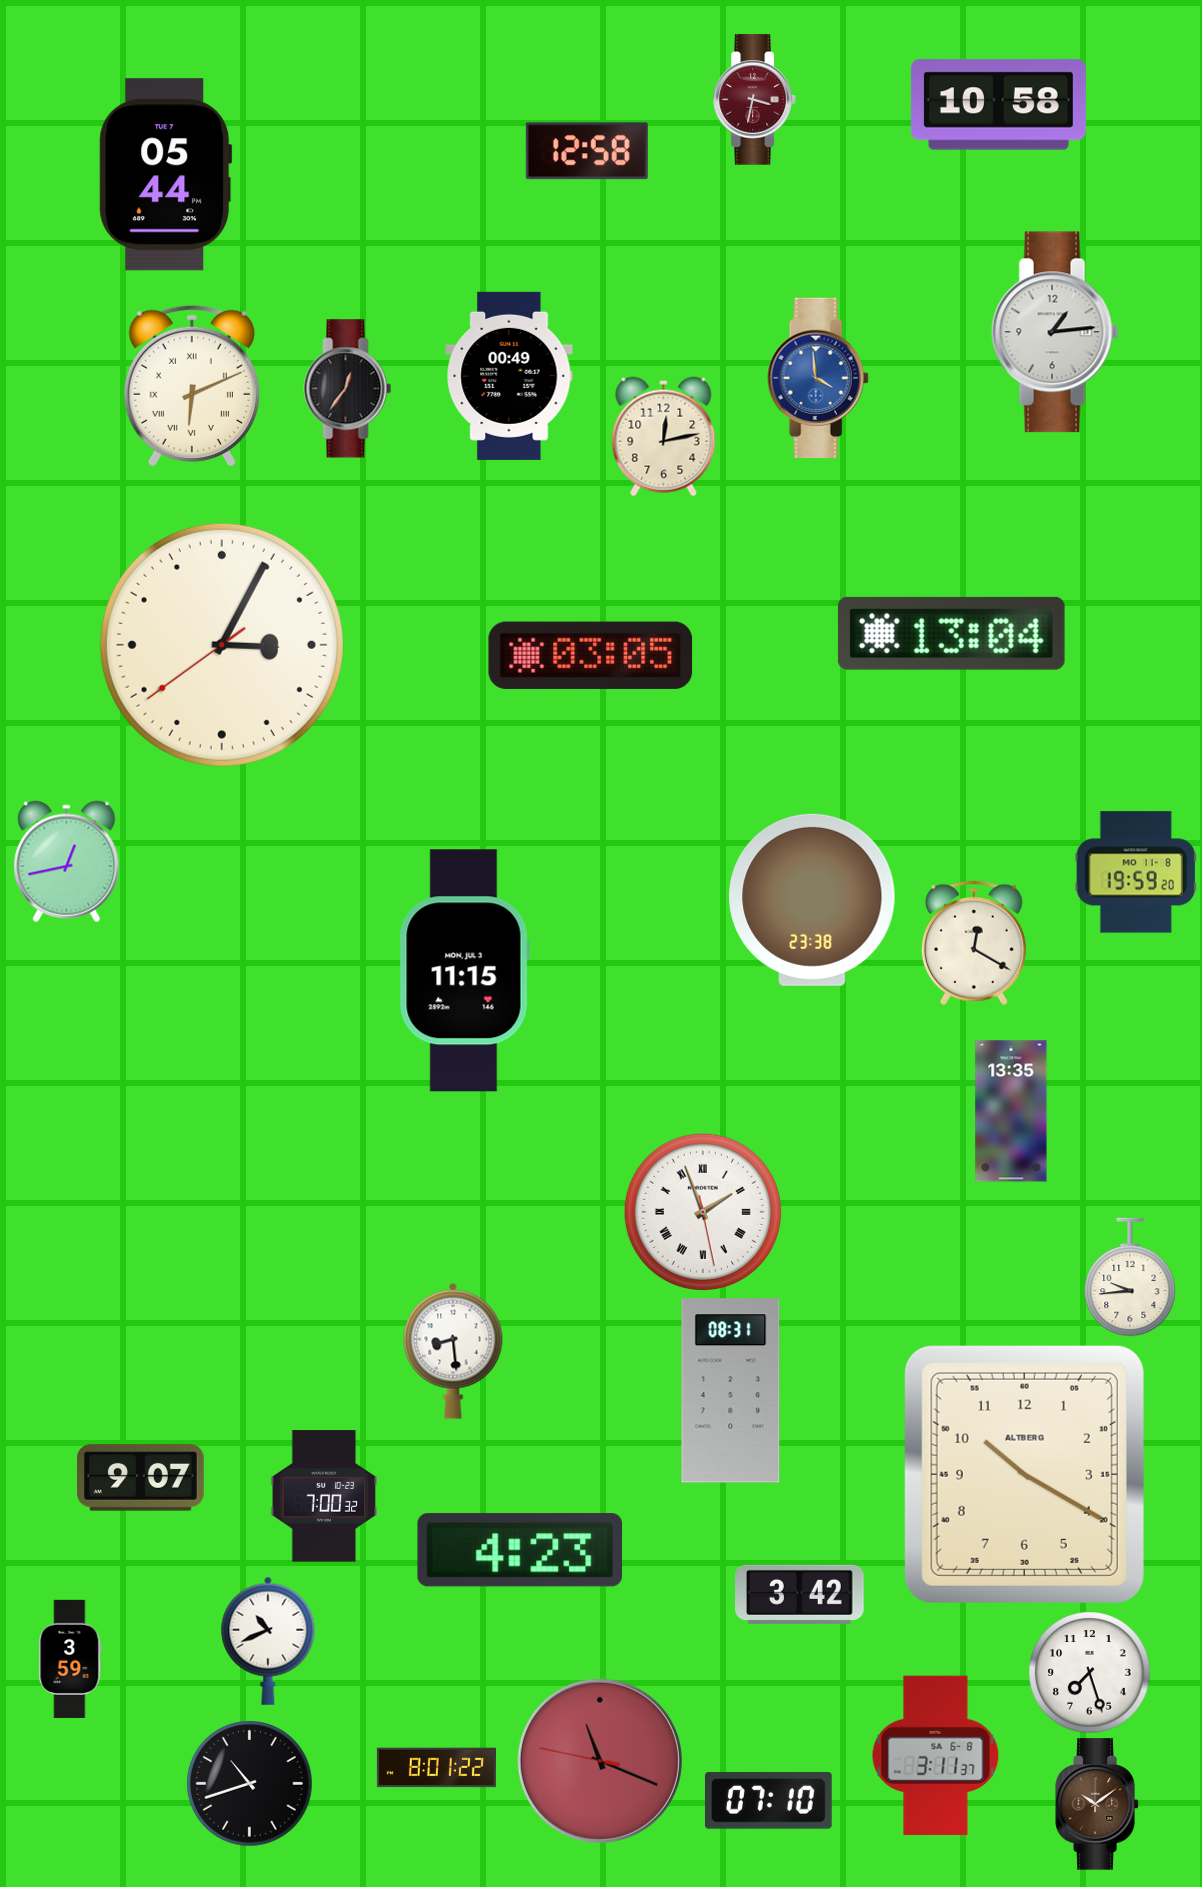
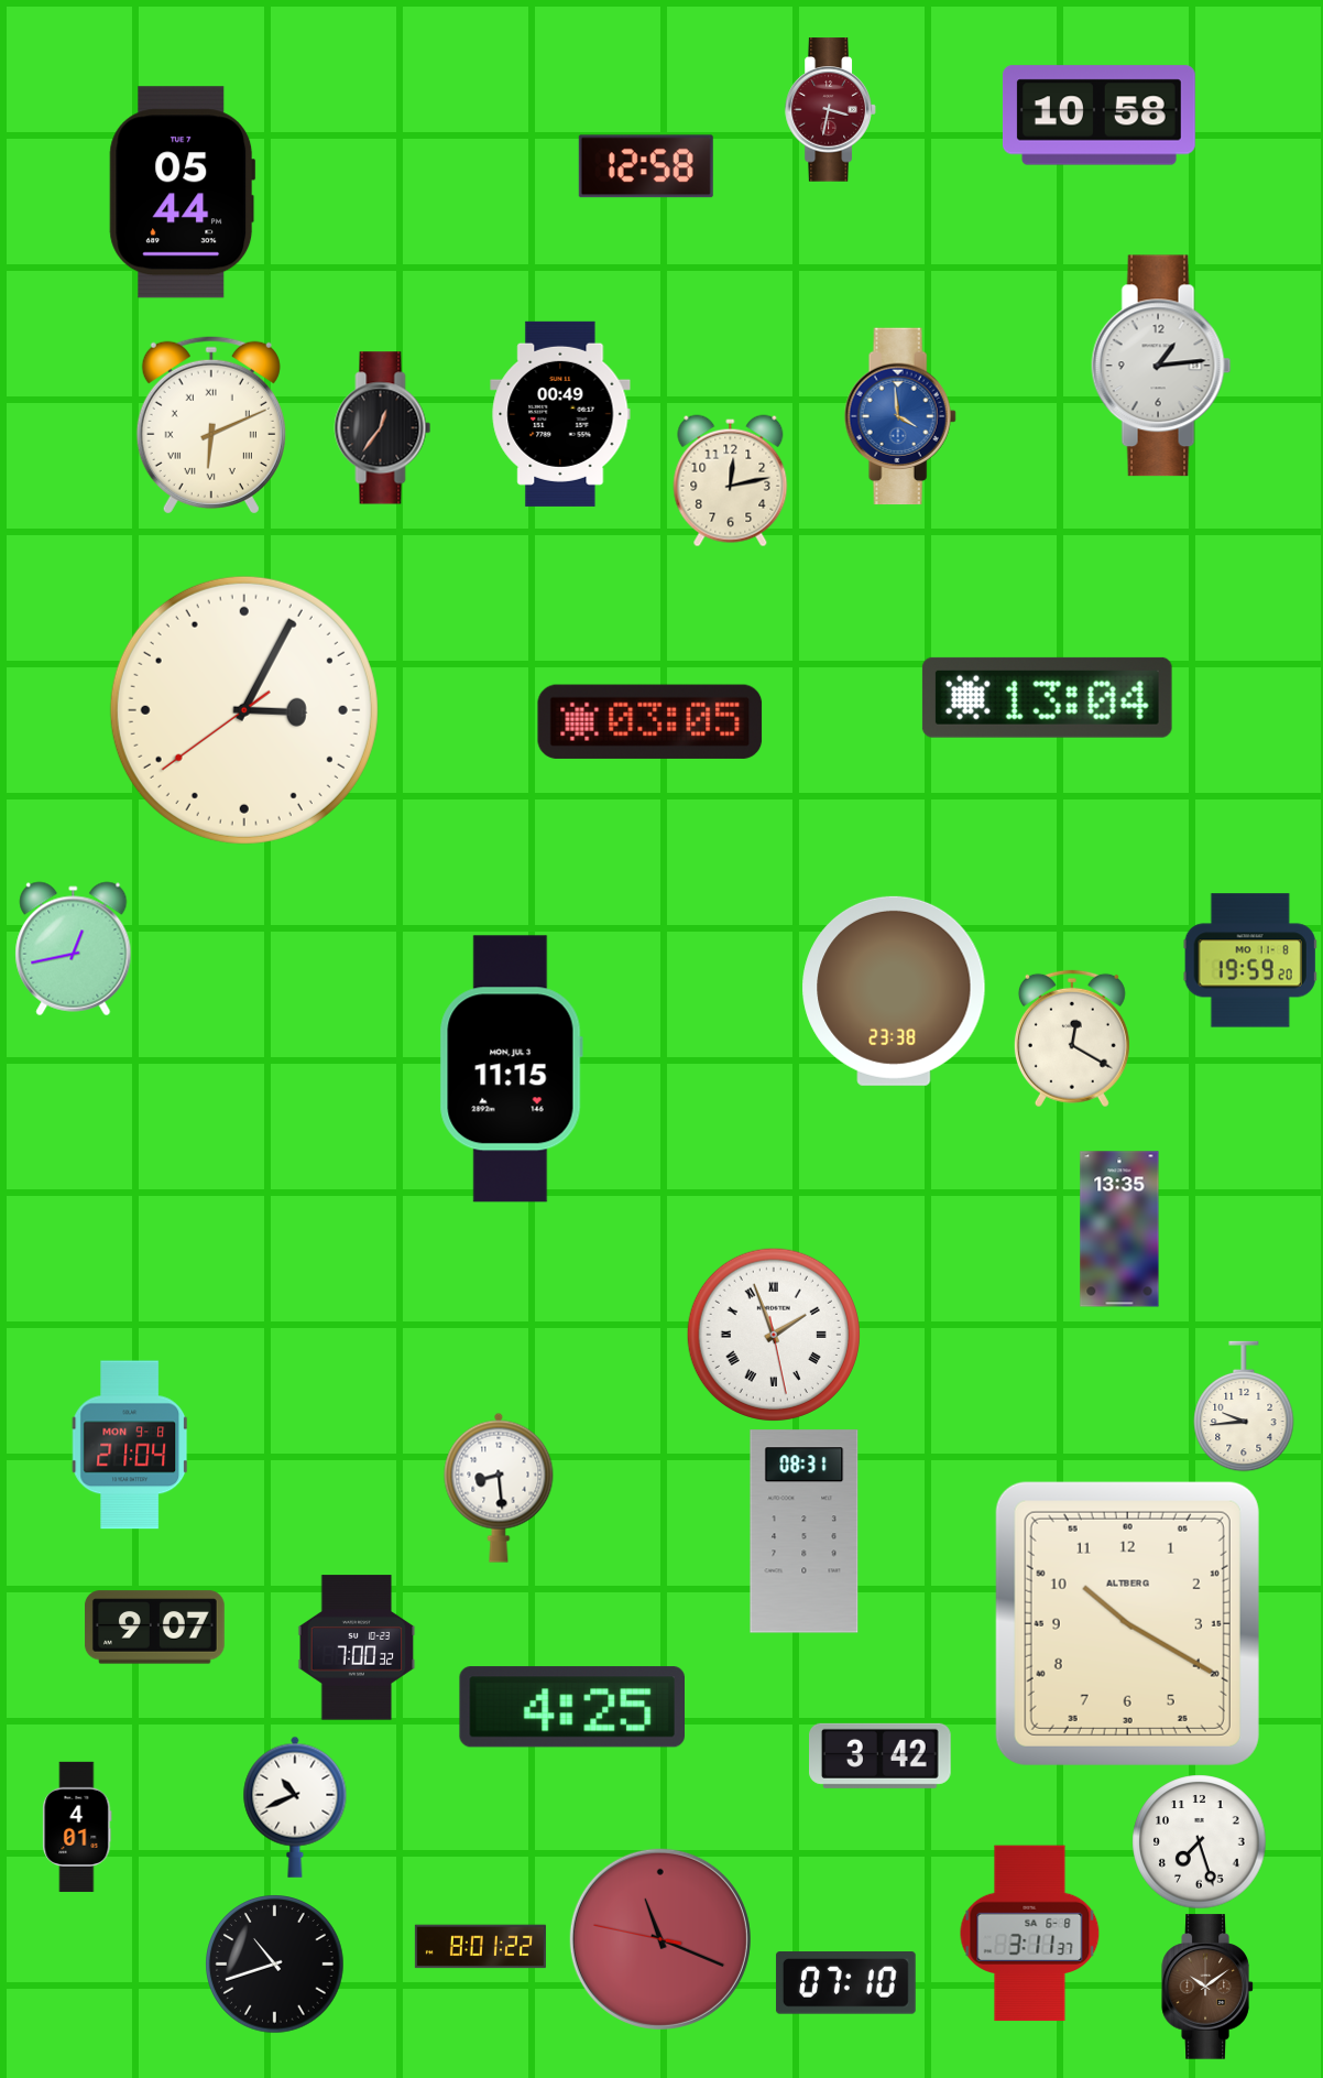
clock at (1011, 1111) position: (1011, 1111) -> (1119, 1229)
clock at (130, 1445): none -> 21:04
clock at (519, 1550): 4:23 -> 4:25
clock at (70, 1659): 3:59 -> 4:01
